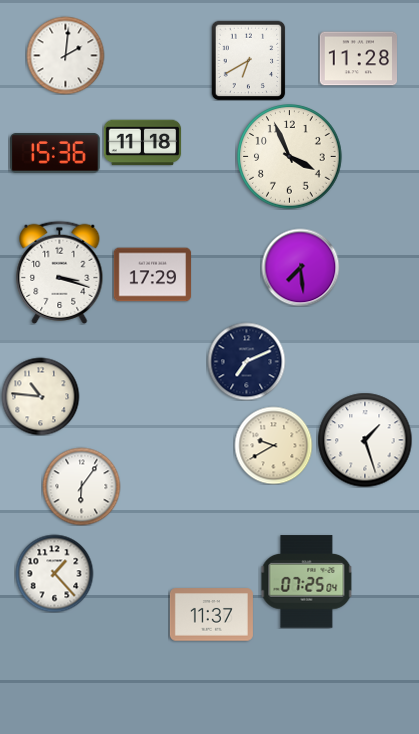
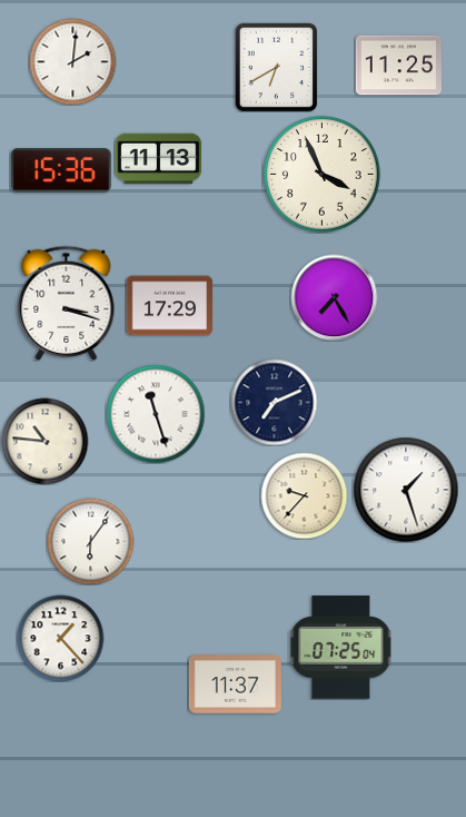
clock at (358, 59): 11:28 -> 11:25
clock at (142, 143): 11:18 -> 11:13
clock at (300, 267): 7:29 -> 7:25
clock at (156, 414): none -> 11:27
clock at (273, 445): 9:40 -> 9:37
